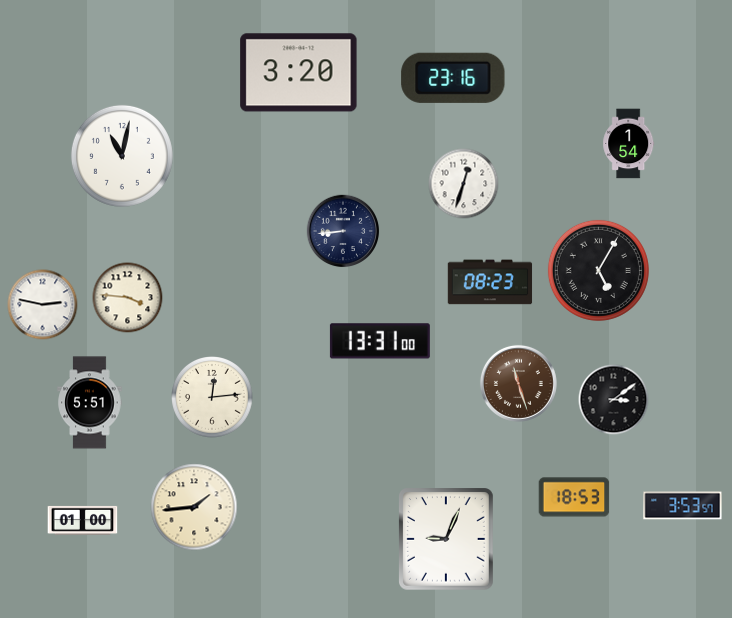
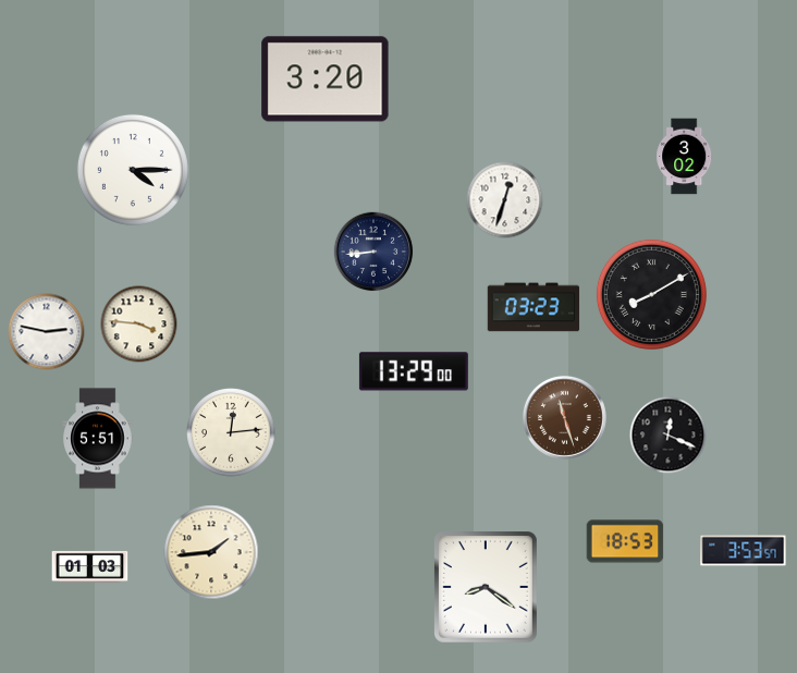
clock at (453, 78): 23:16 -> none
clock at (629, 144): 1:54 -> 3:02
clock at (122, 156): 11:02 -> 4:15
clock at (598, 270): 5:05 -> 8:10
clock at (490, 282): 08:23 -> 03:23
clock at (380, 341): 13:31 -> 13:29
clock at (614, 400): 3:09 -> 12:19
clock at (83, 520): 01:00 -> 01:03
clock at (447, 540): 9:04 -> 8:21
